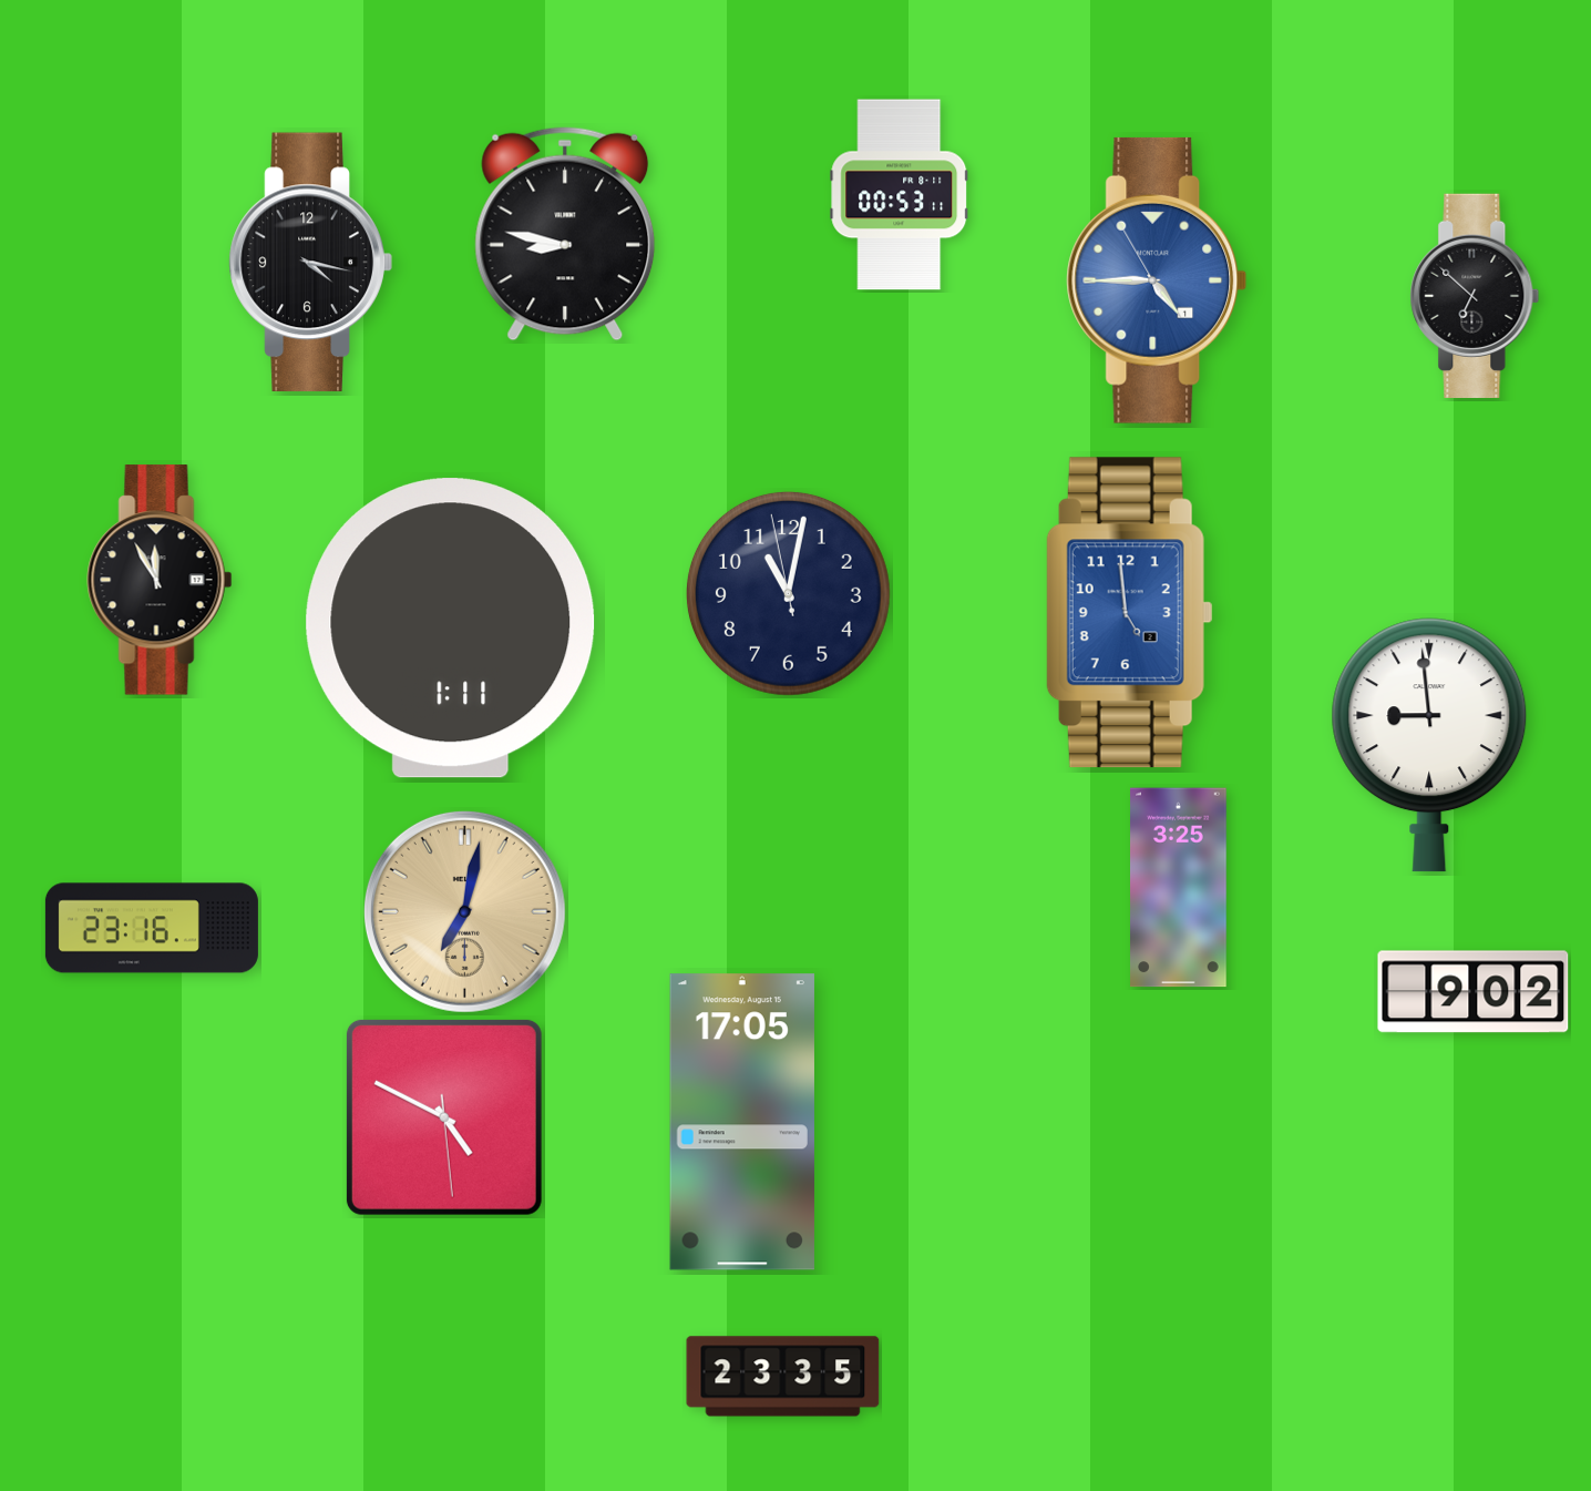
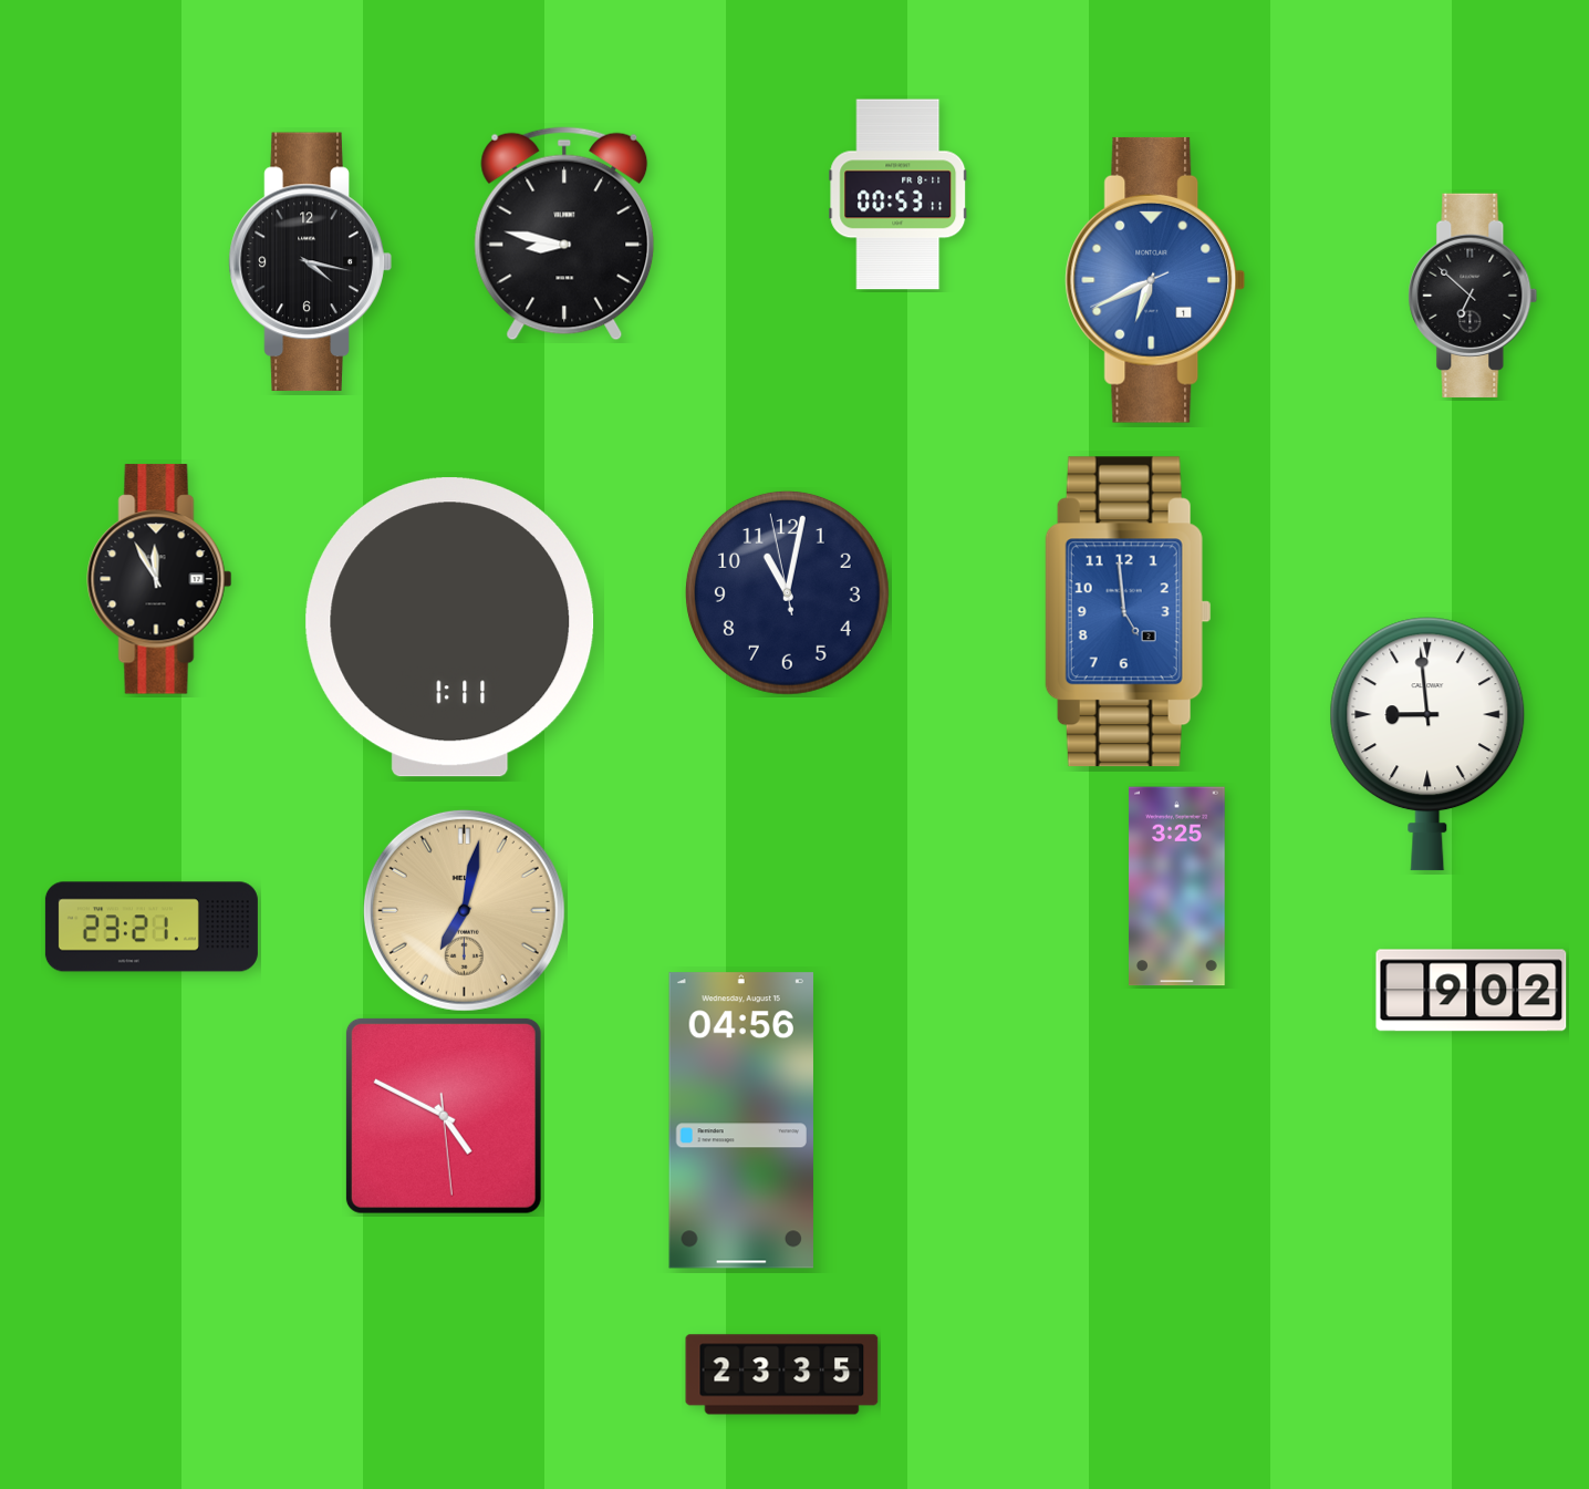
clock at (1157, 280): 4:44 -> 6:40
clock at (152, 928): 23:16 -> 23:21
clock at (742, 1122): 17:05 -> 04:56
